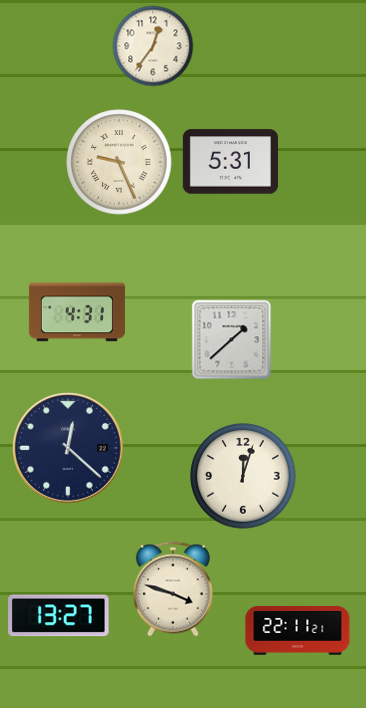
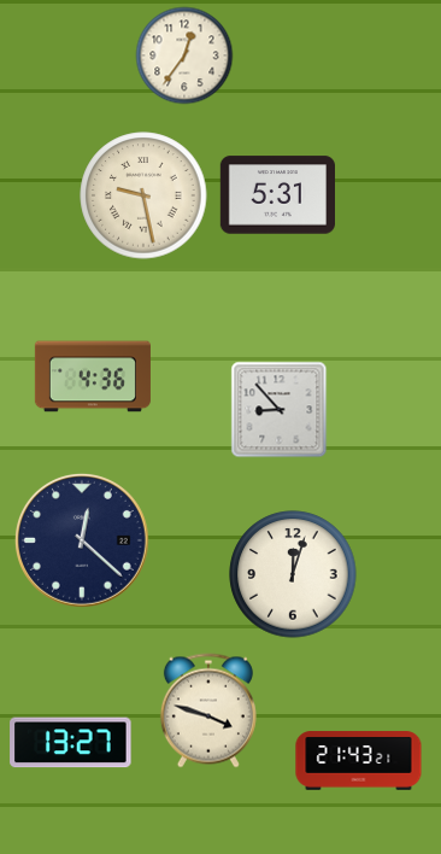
clock at (119, 162): 9:26 -> 9:28
clock at (77, 312): 4:31 -> 4:36
clock at (232, 340): 1:38 -> 8:53
clock at (298, 631): 22:11 -> 21:43
